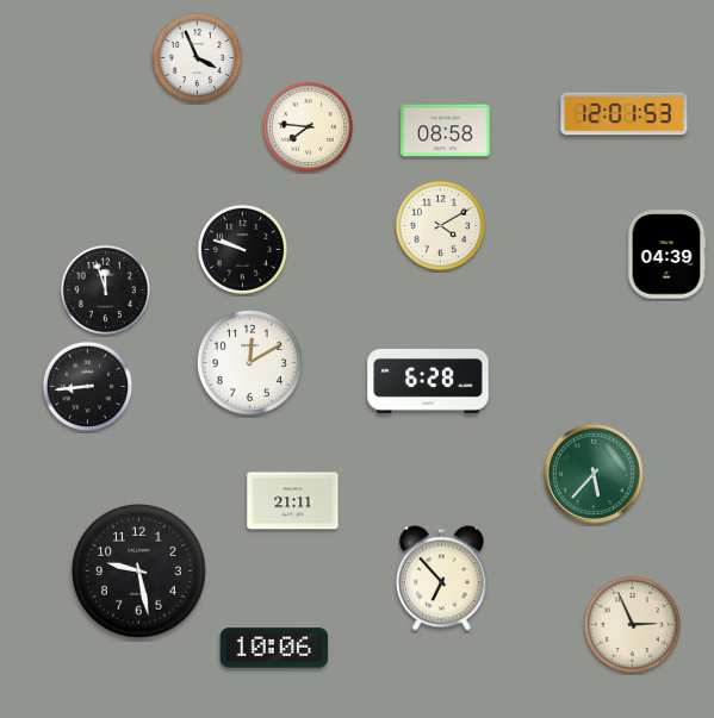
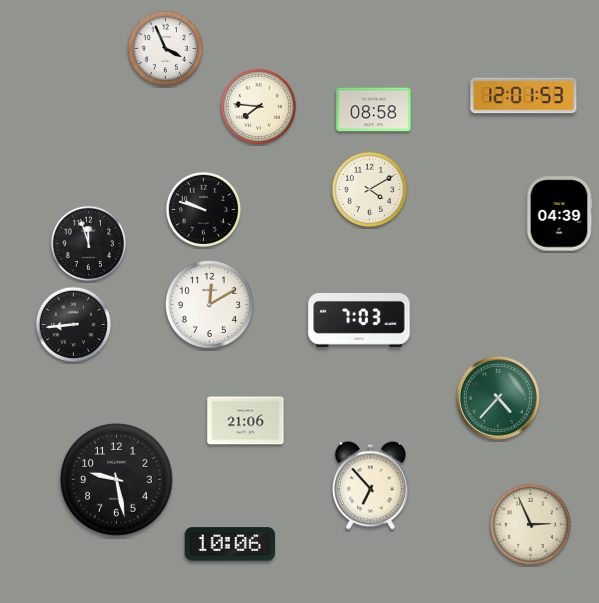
clock at (428, 381): 6:28 -> 7:03
clock at (594, 474): 5:37 -> 4:37
clock at (293, 501): 21:11 -> 21:06
